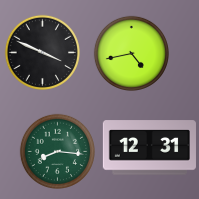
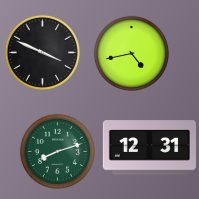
clock at (57, 151): 8:16 -> 8:12
